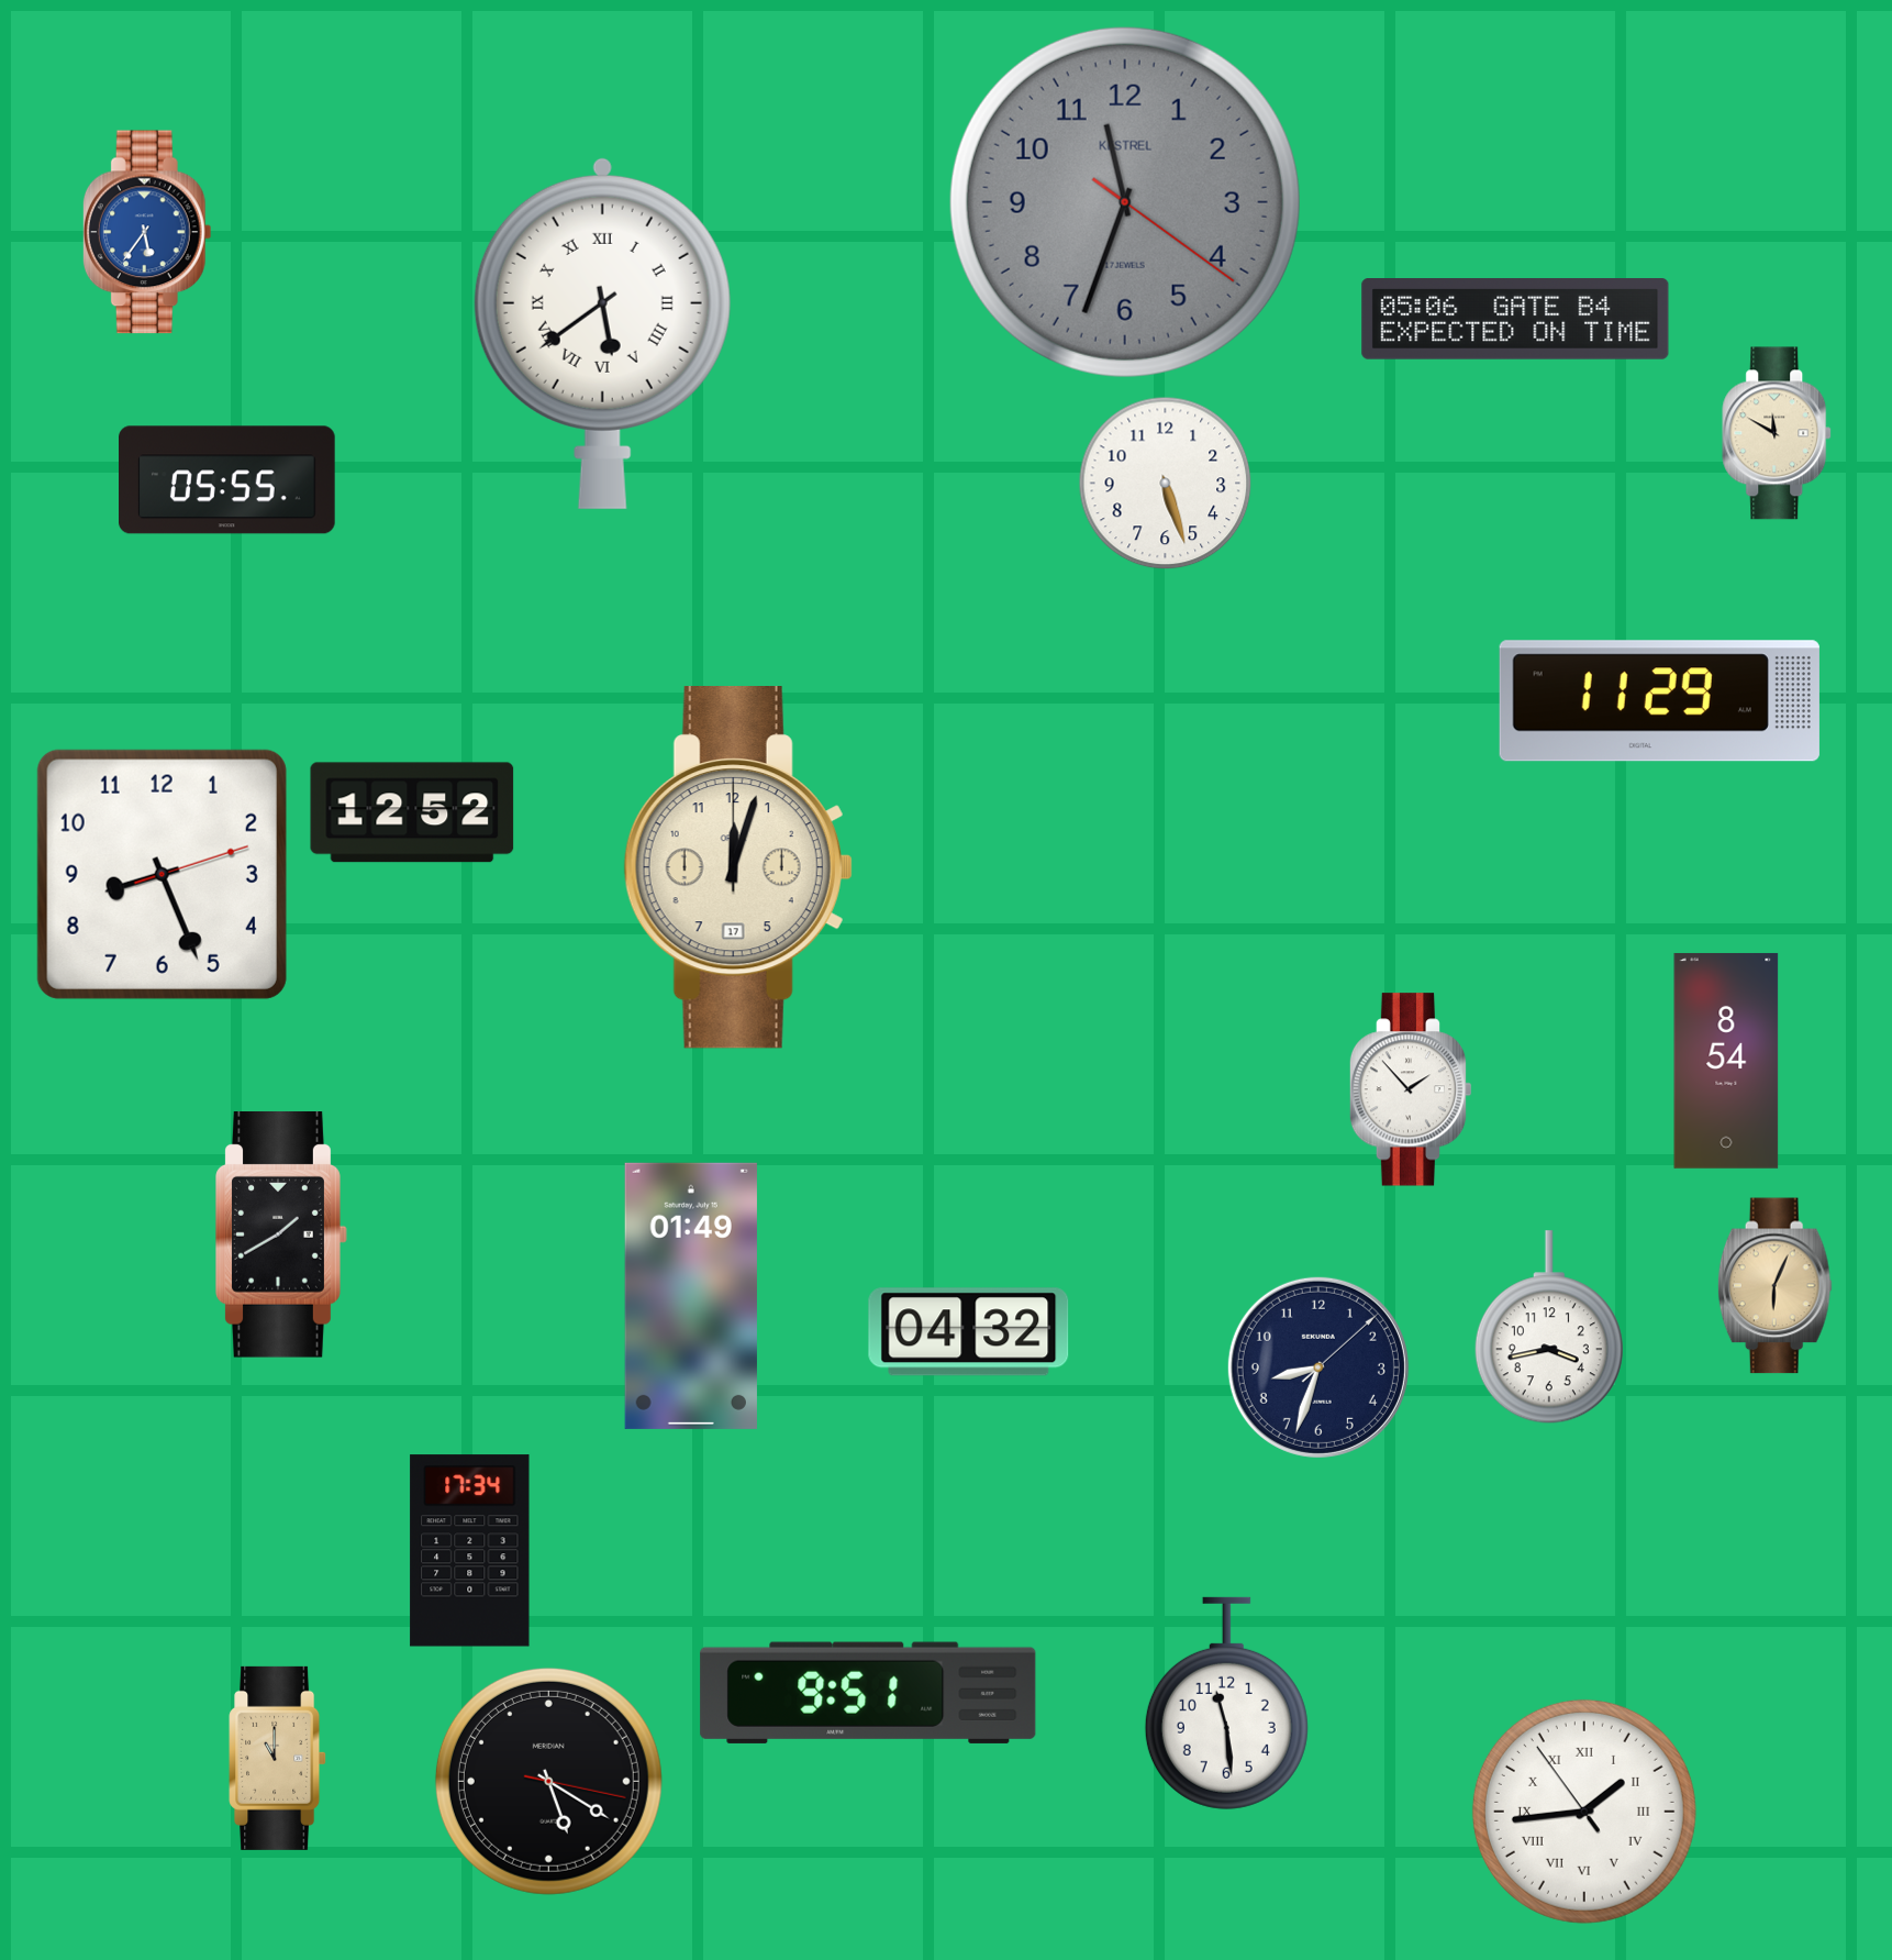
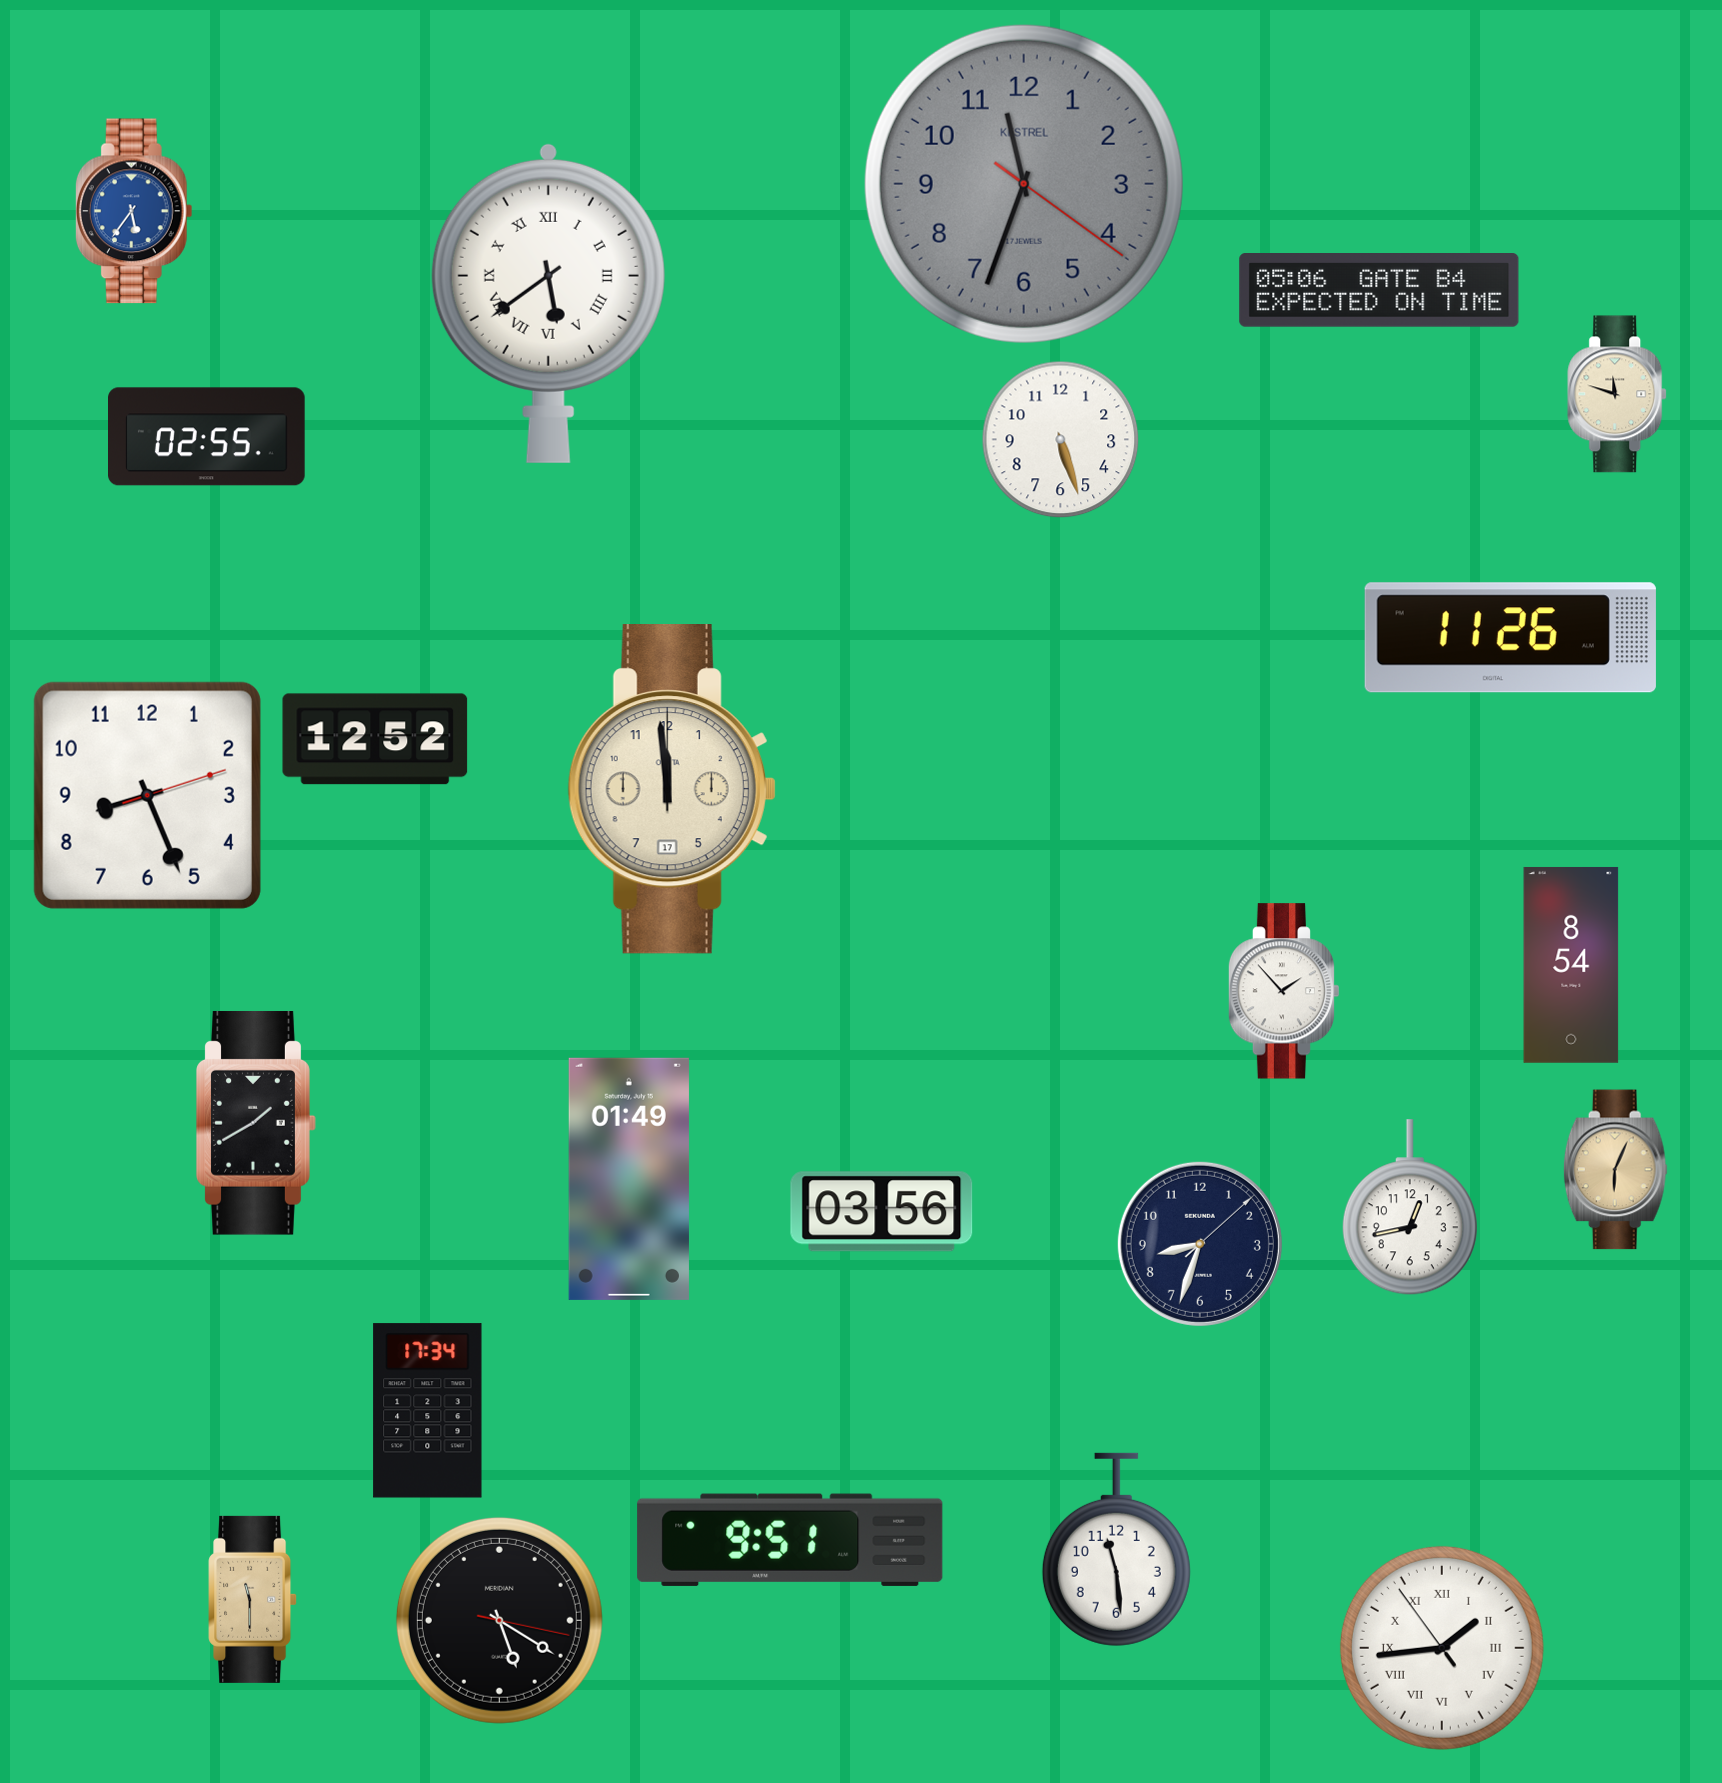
clock at (1778, 433): 11:50 -> 11:48
clock at (227, 480): 05:55 -> 02:55
clock at (1659, 701): 11:29 -> 11:26
clock at (738, 868): 12:03 -> 11:59
clock at (1549, 1328): 3:43 -> 12:43
clock at (969, 1332): 04:32 -> 03:56
clock at (278, 1758): 11:00 -> 11:30
